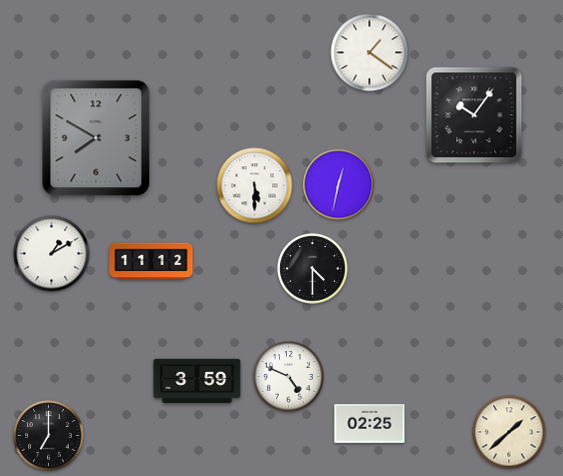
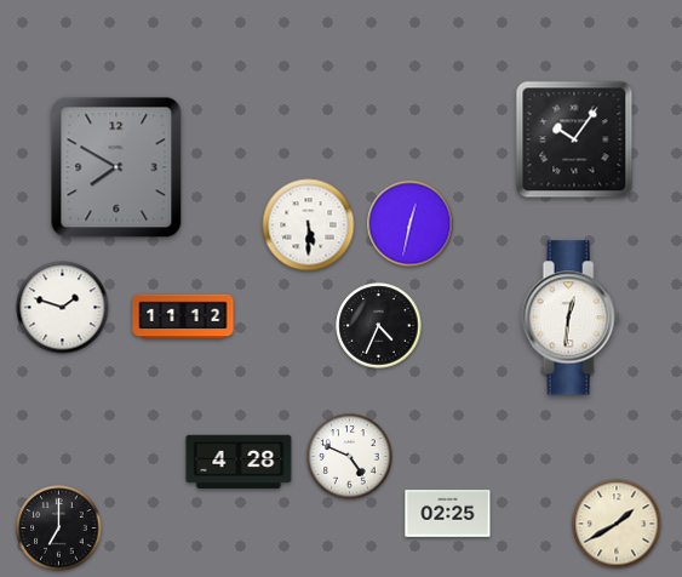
clock at (370, 53): 1:21 -> none
clock at (52, 254): 1:10 -> 1:48
clock at (571, 318): none -> 12:31
clock at (313, 269): 4:30 -> 4:34
clock at (197, 381): 3:59 -> 4:28
clock at (509, 432): 1:38 -> 1:40
